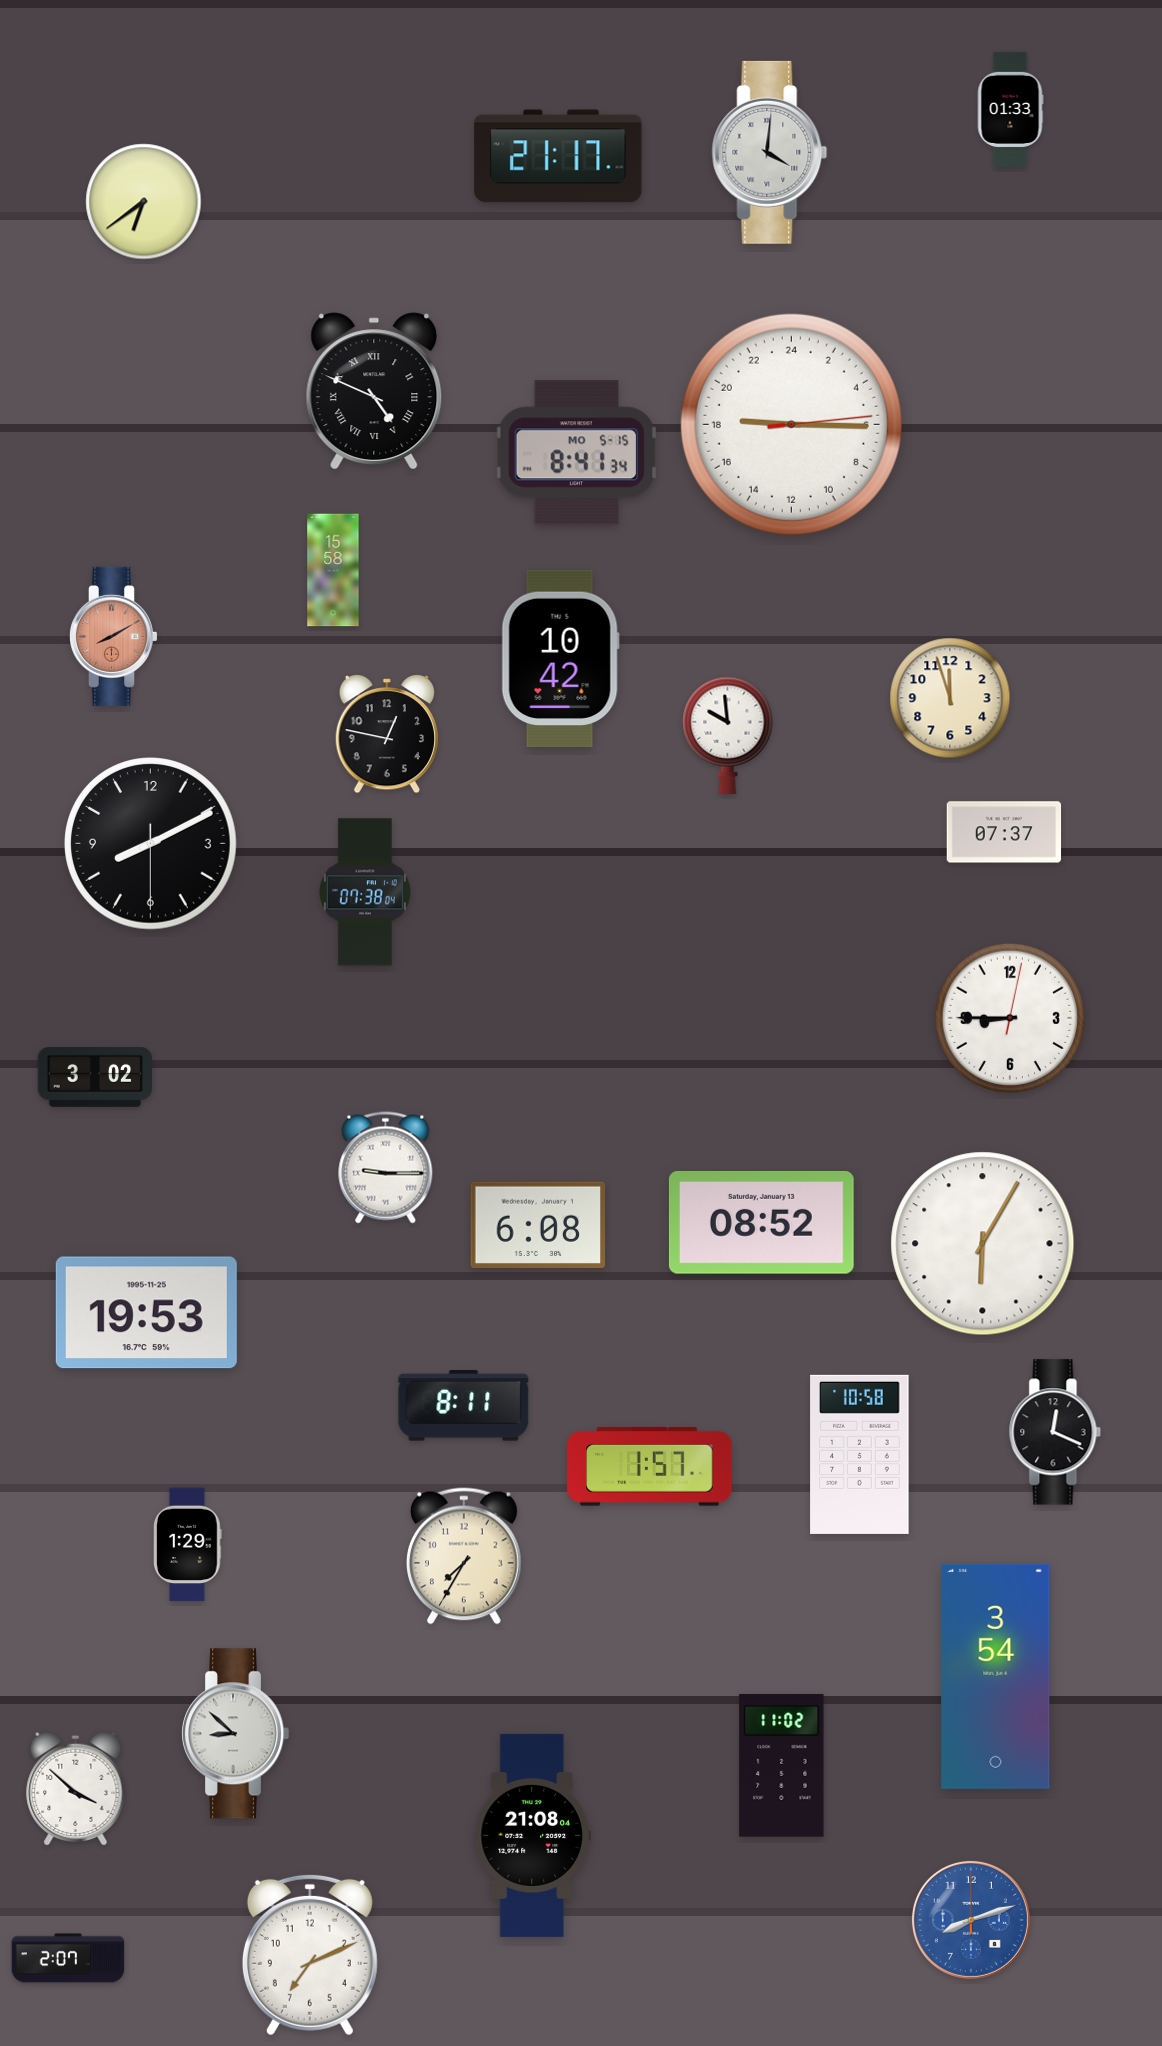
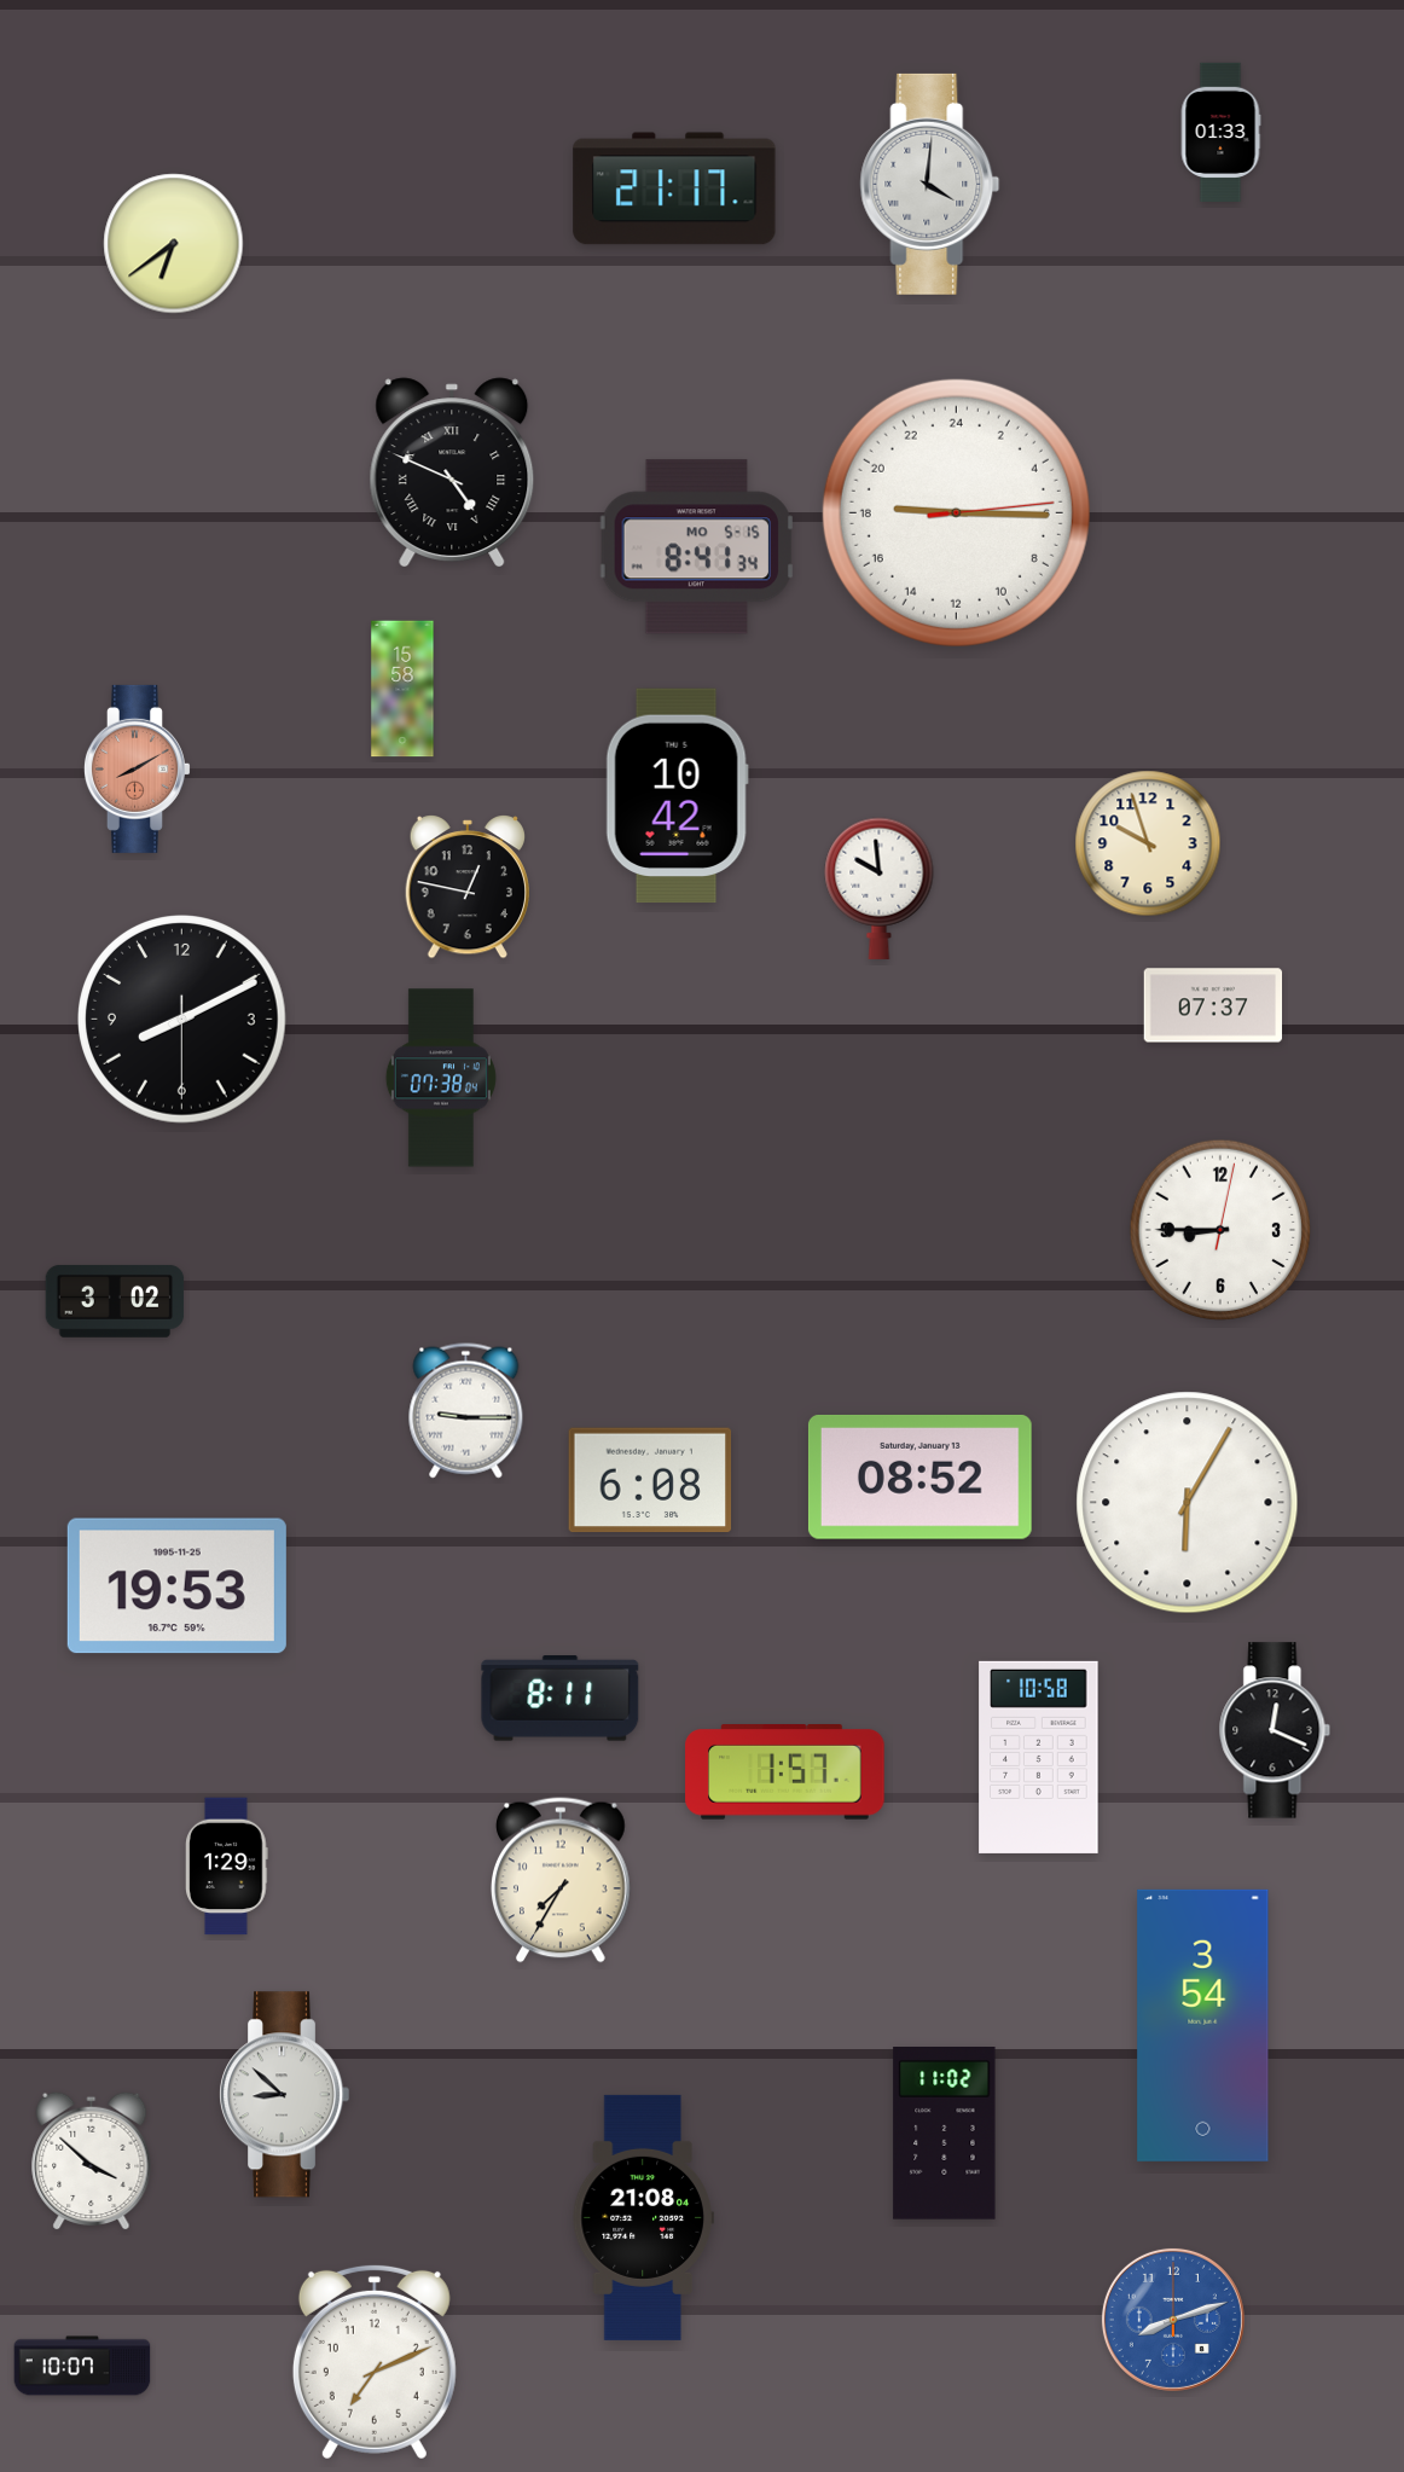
clock at (950, 698): 11:57 -> 9:57
clock at (68, 1958): 2:07 -> 10:07
